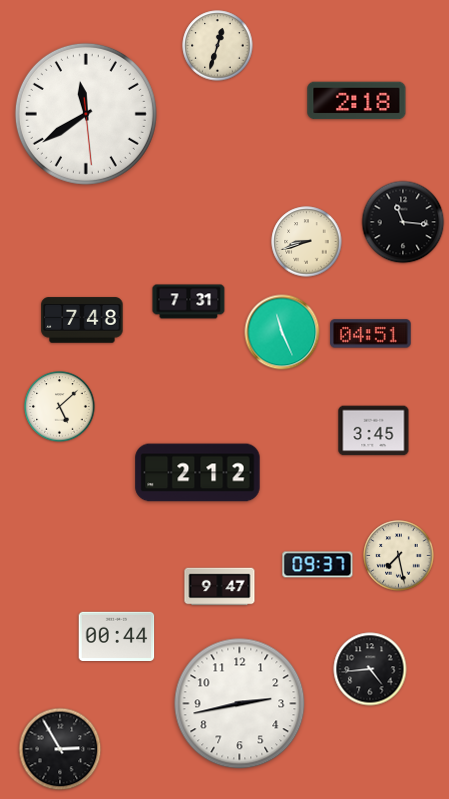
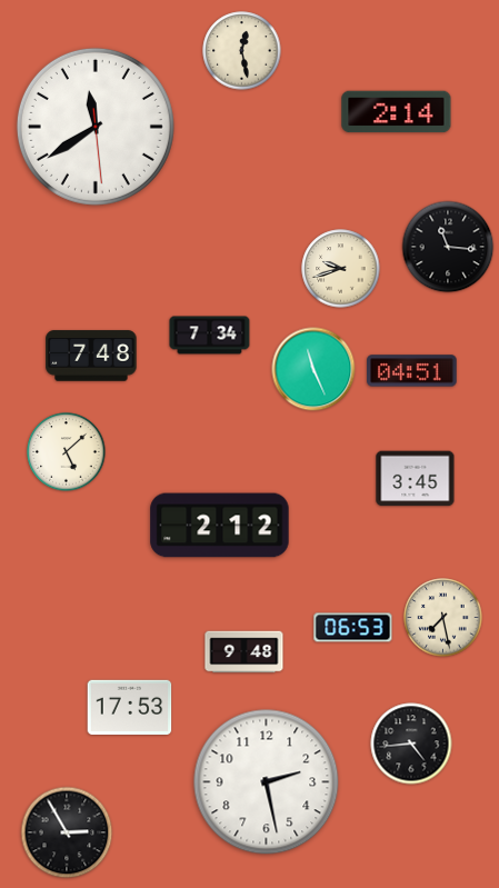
clock at (218, 46): 12:33 -> 12:28
clock at (357, 101): 2:18 -> 2:14
clock at (307, 242): 8:42 -> 9:42
clock at (189, 302): 7:31 -> 7:34
clock at (318, 565): 09:37 -> 06:53
clock at (220, 587): 9:47 -> 9:48
clock at (117, 636): 00:44 -> 17:53
clock at (240, 704): 2:43 -> 2:28
